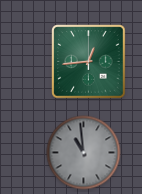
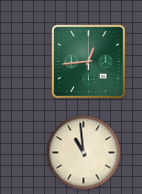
clock at (84, 153) dial: grey -> cream
